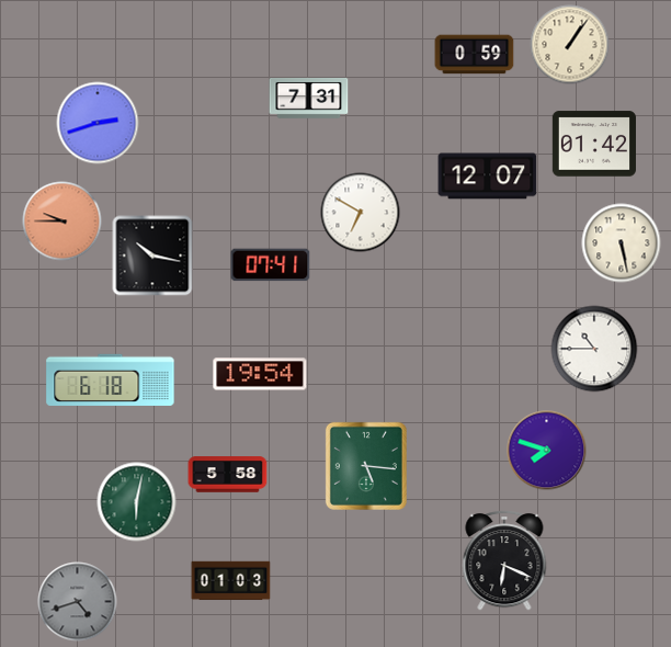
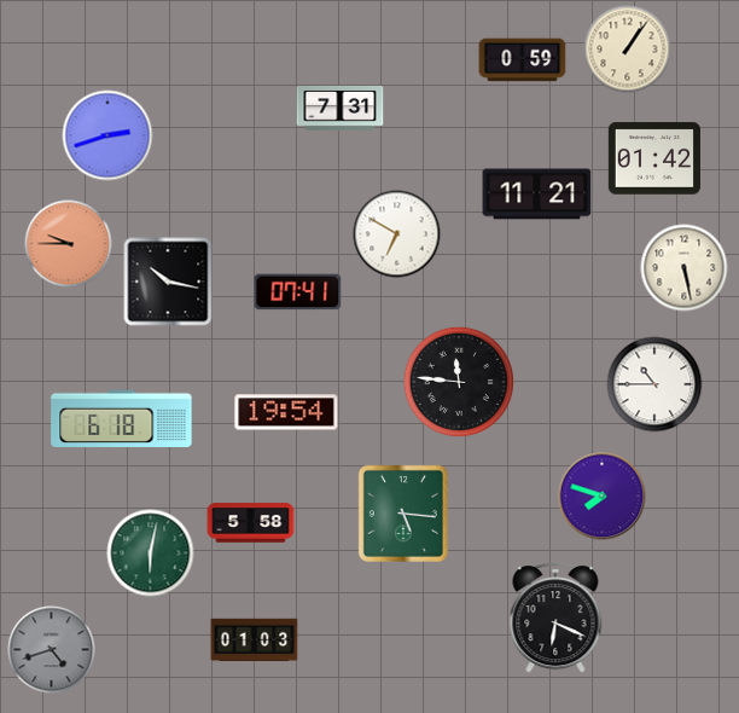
clock at (488, 177): 12:07 -> 11:21
clock at (459, 382): none -> 11:46
clock at (78, 602) position: (78, 602) -> (52, 650)
